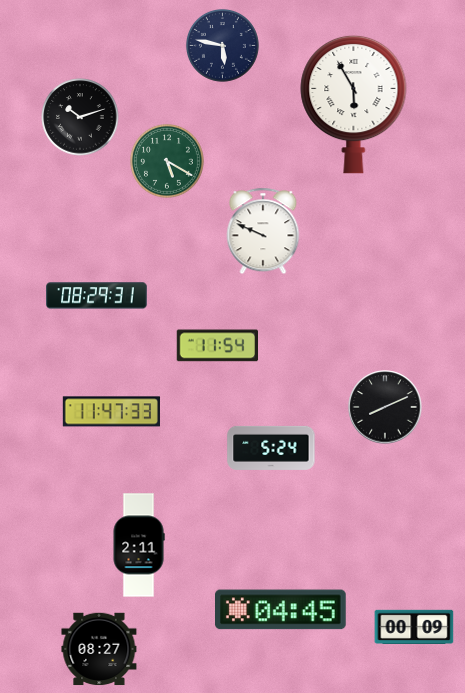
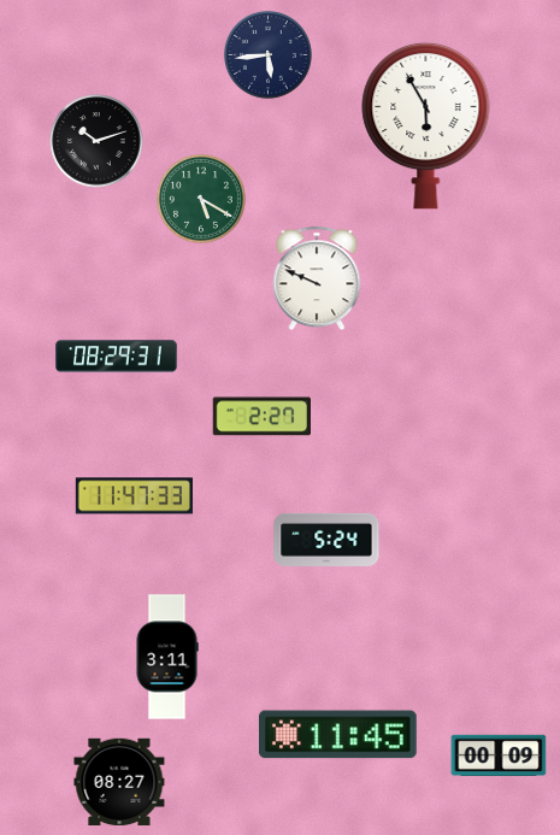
clock at (222, 45): 5:47 -> 5:44
clock at (168, 162) position: (168, 162) -> (202, 200)
clock at (217, 346): 11:54 -> 2:27
clock at (385, 407): 8:11 -> none
clock at (139, 545): 2:11 -> 3:11
clock at (281, 610): 04:45 -> 11:45
